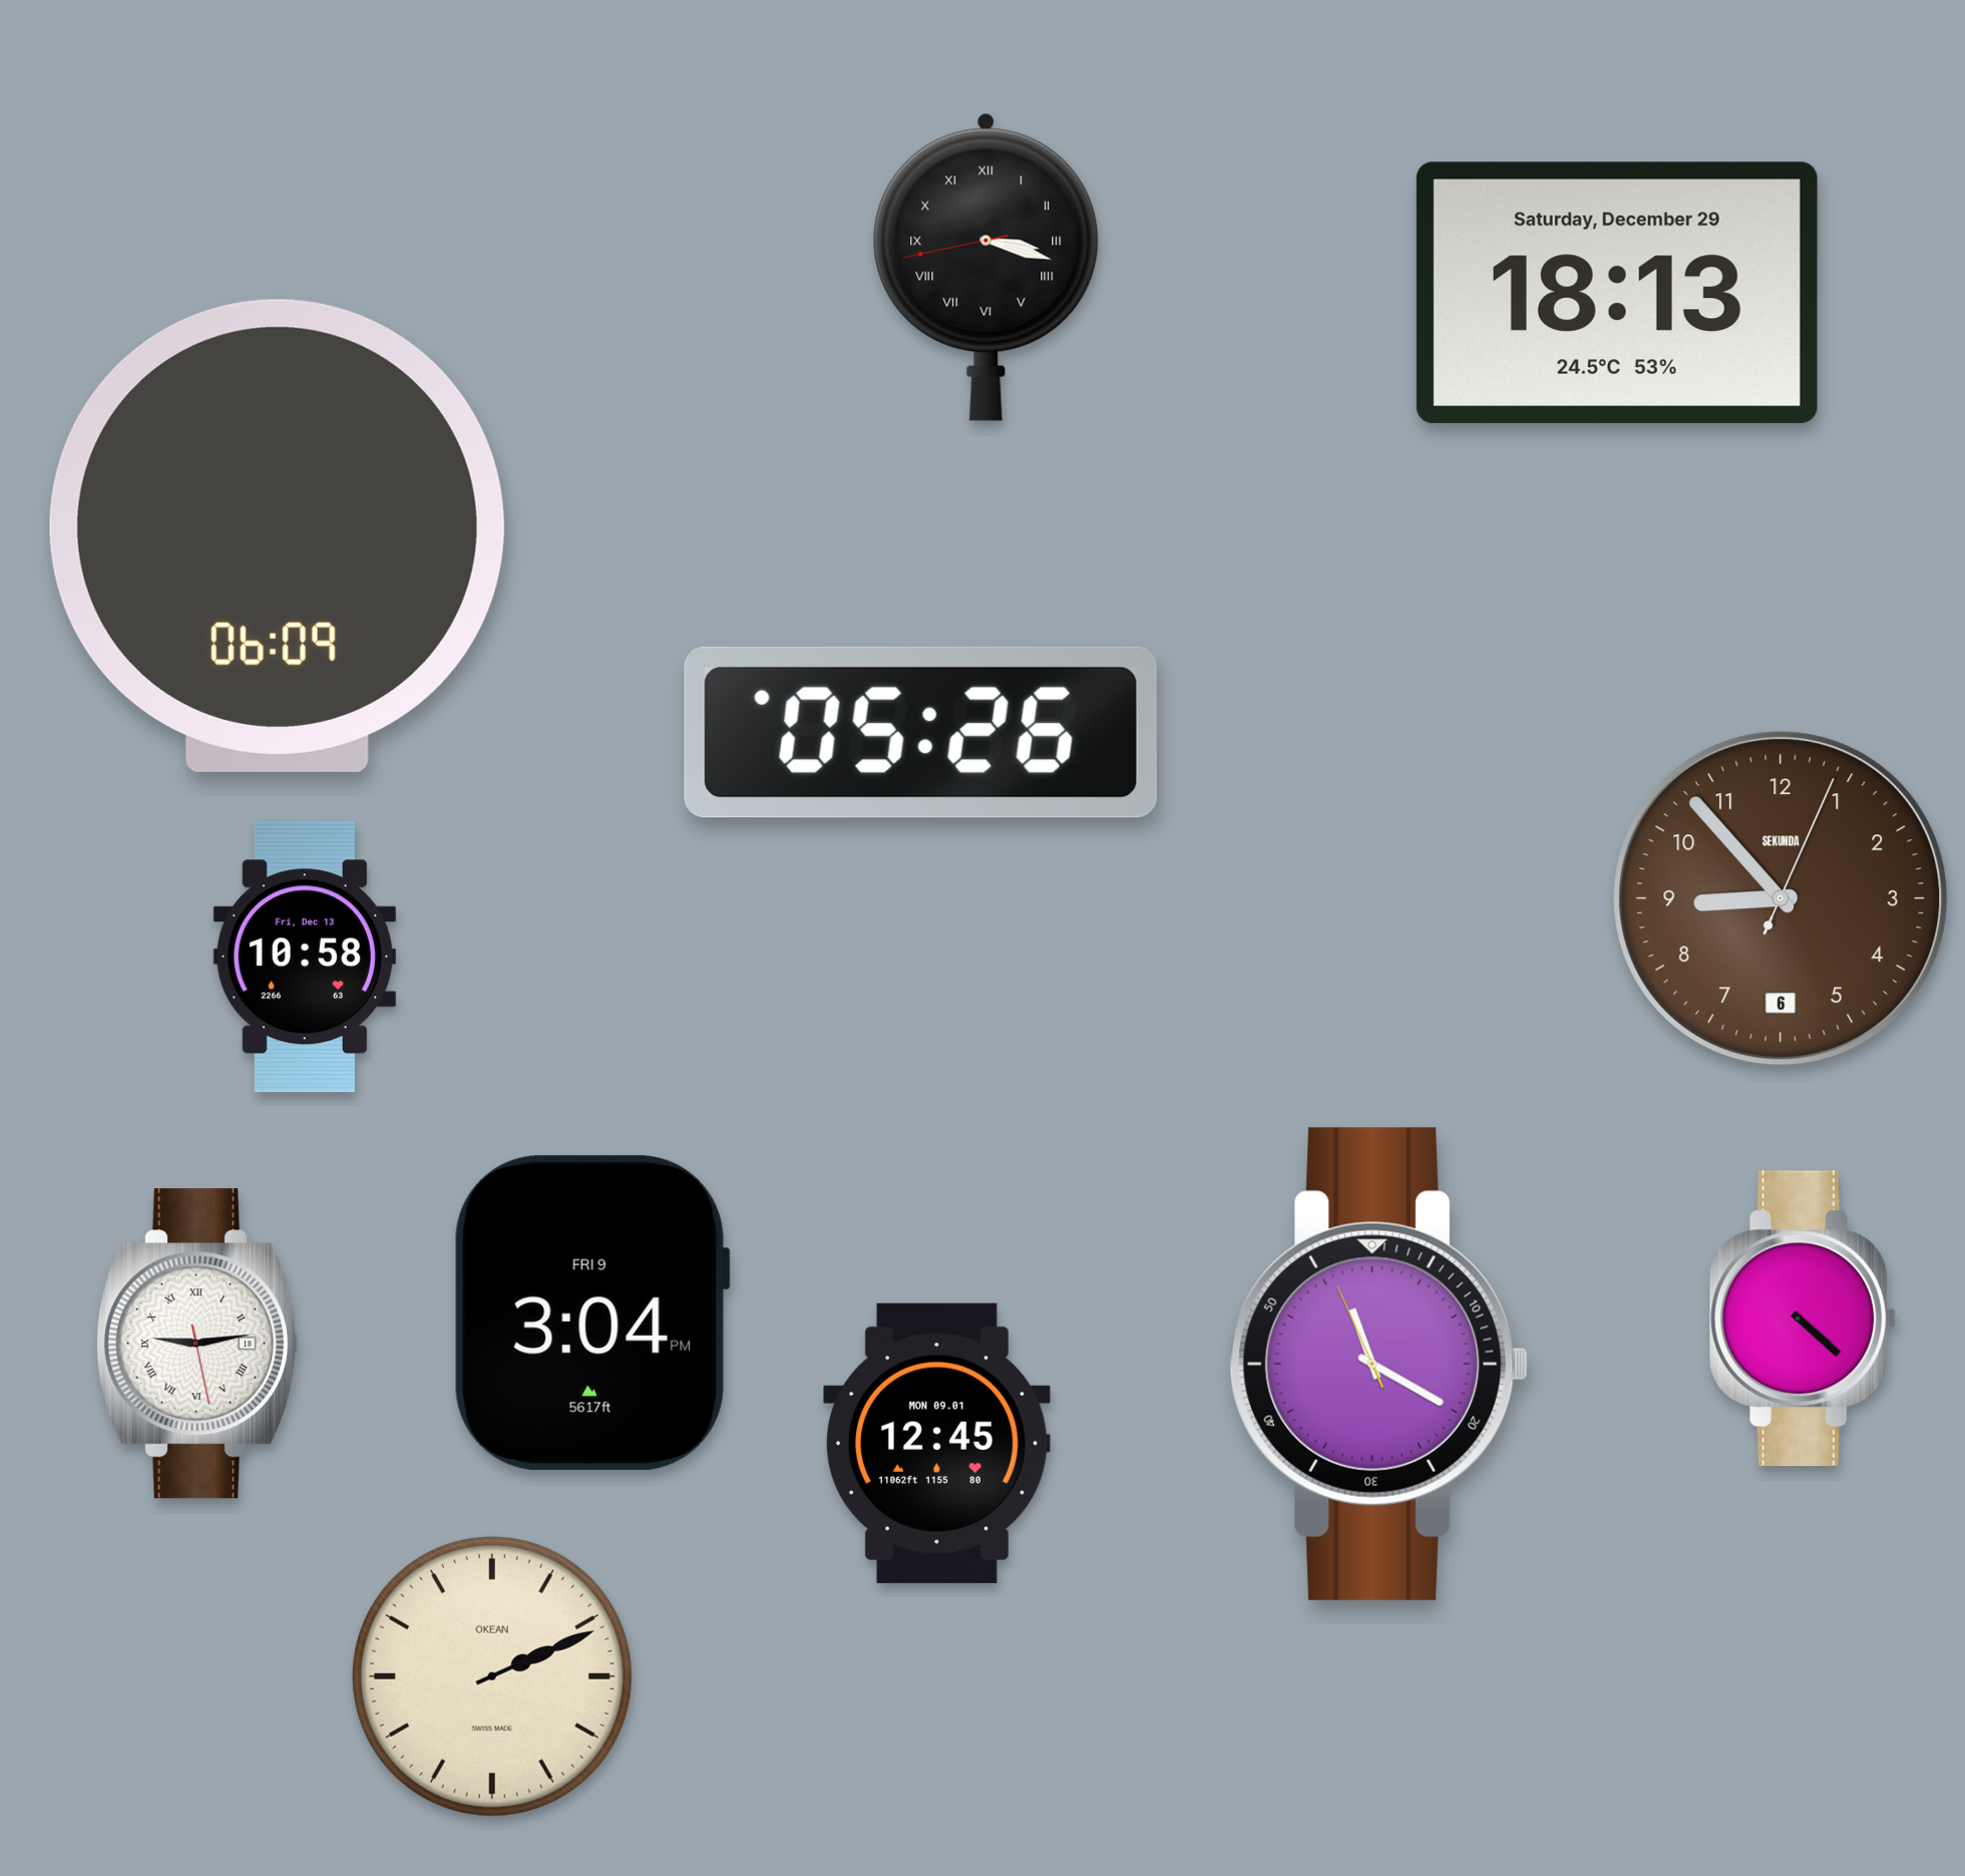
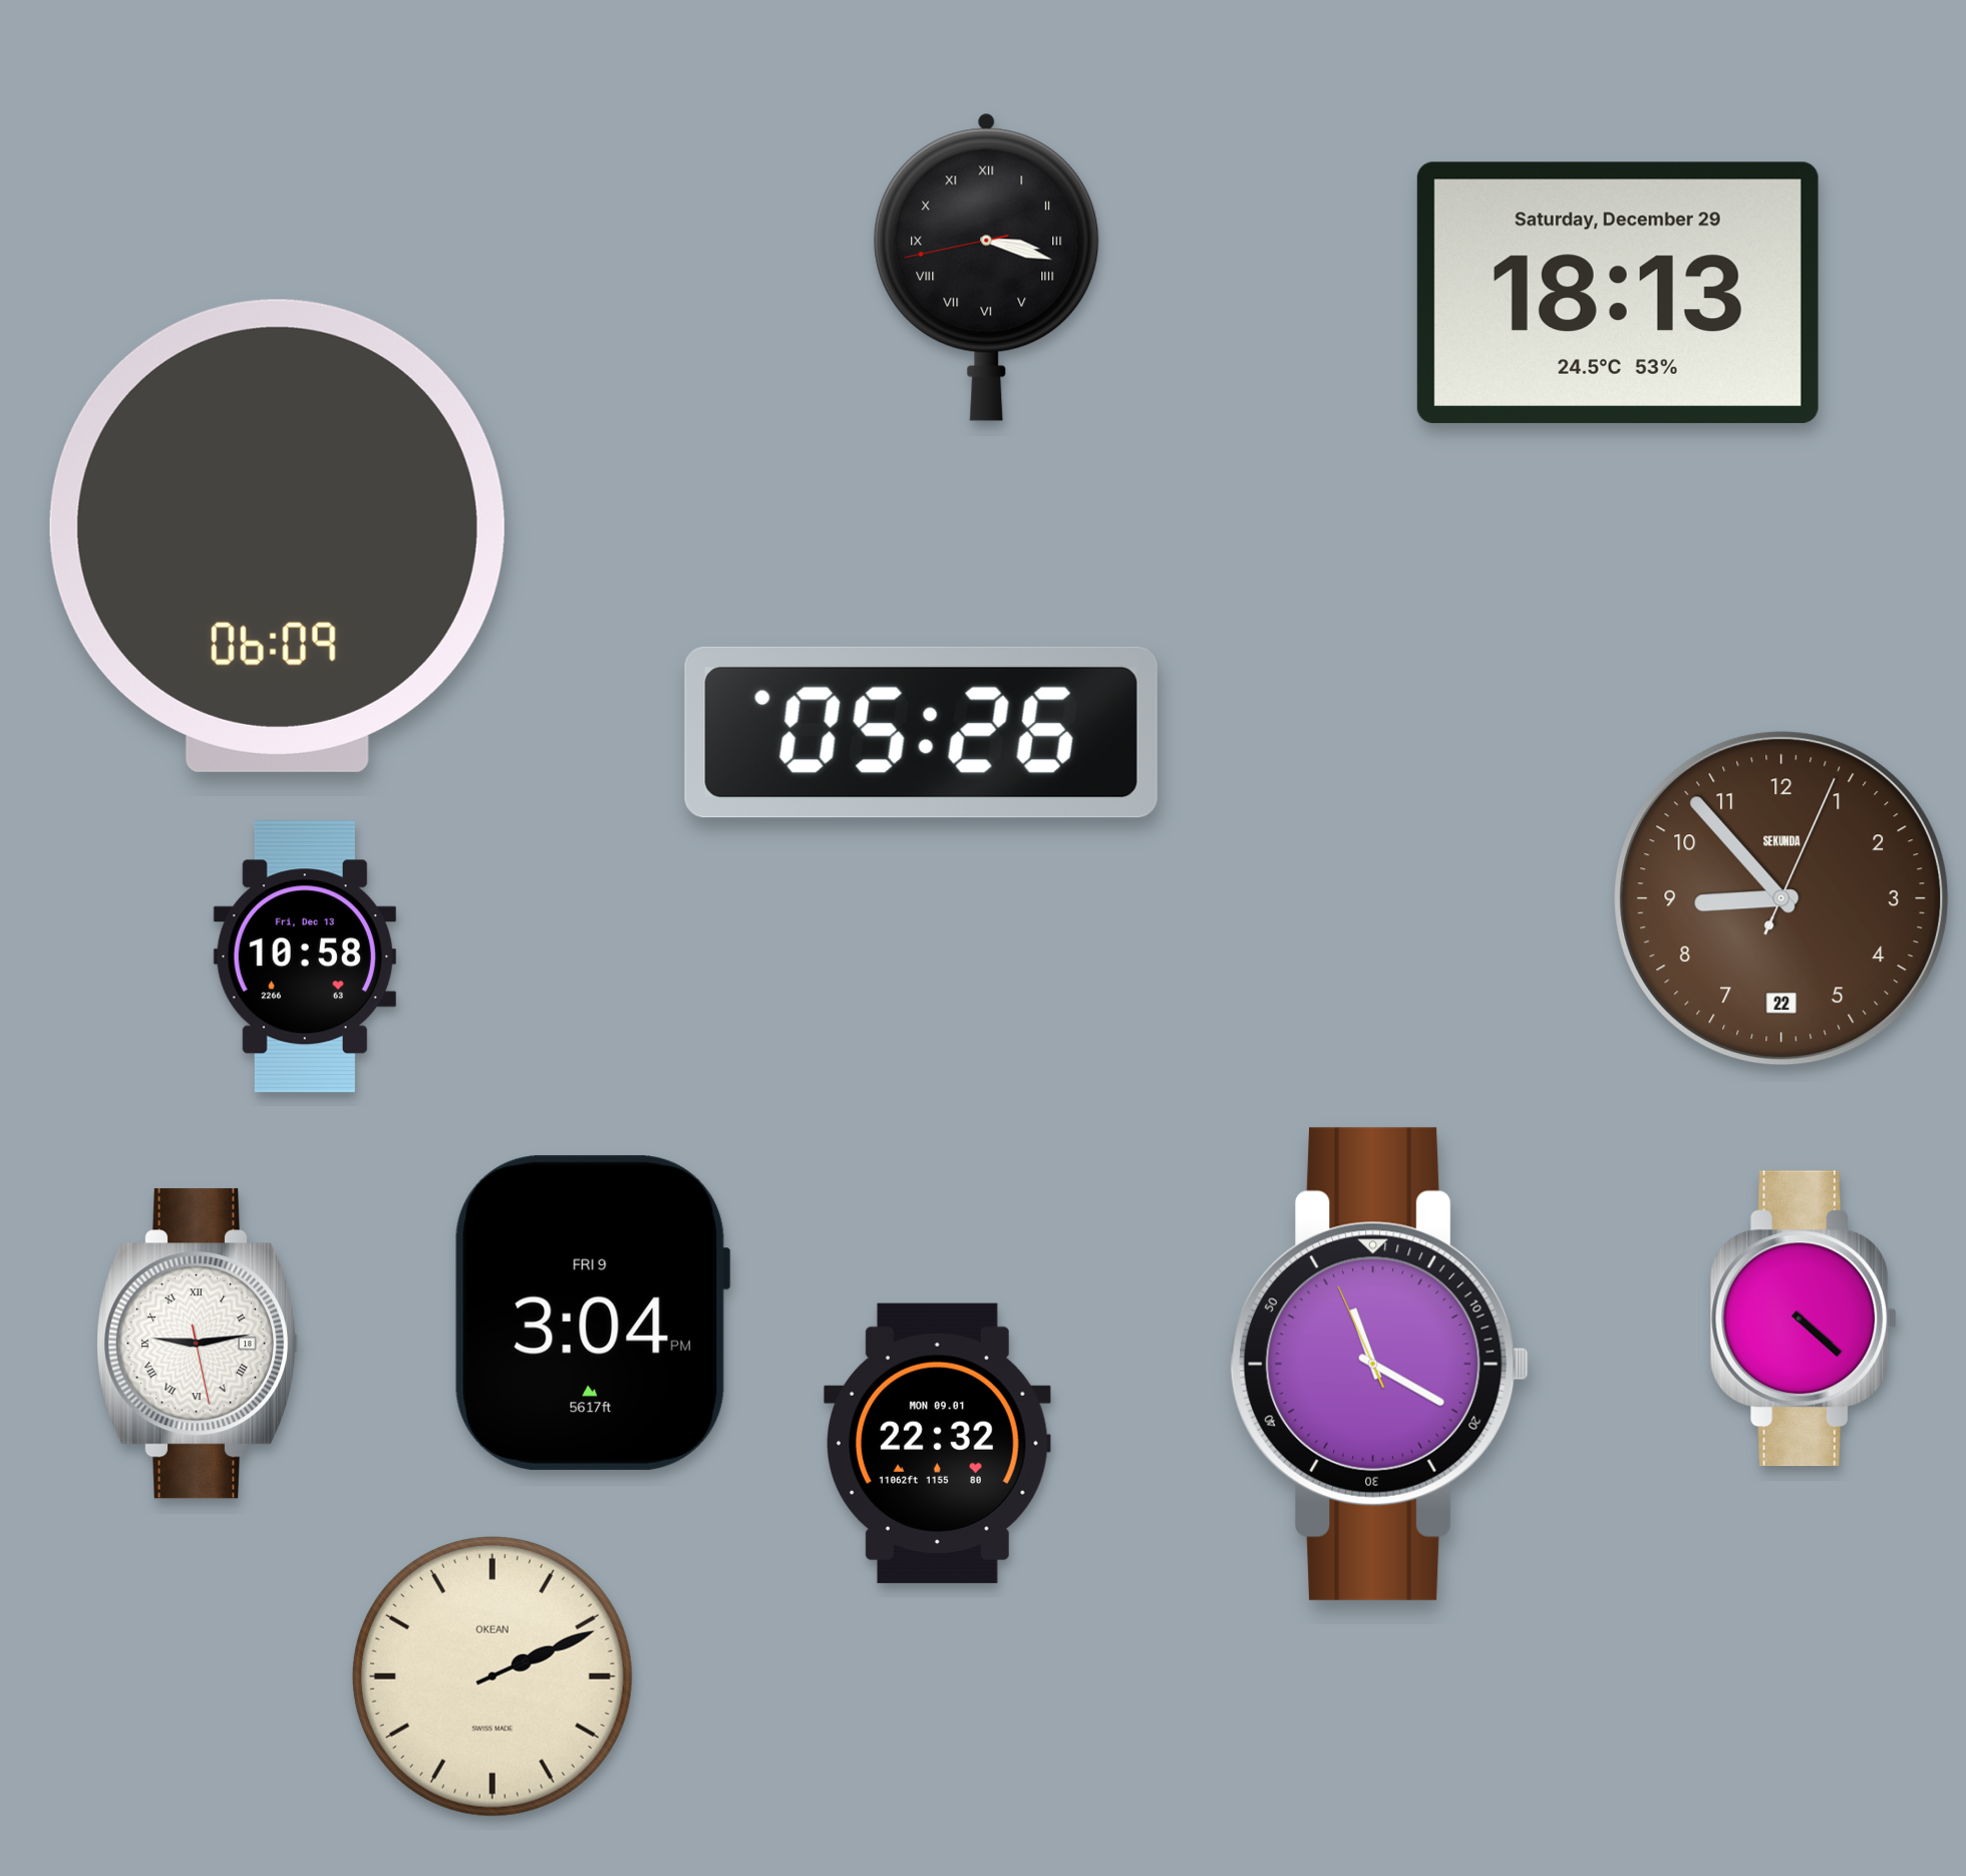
clock at (1781, 898) date: 6 -> 22
clock at (937, 1443): 12:45 -> 22:32
